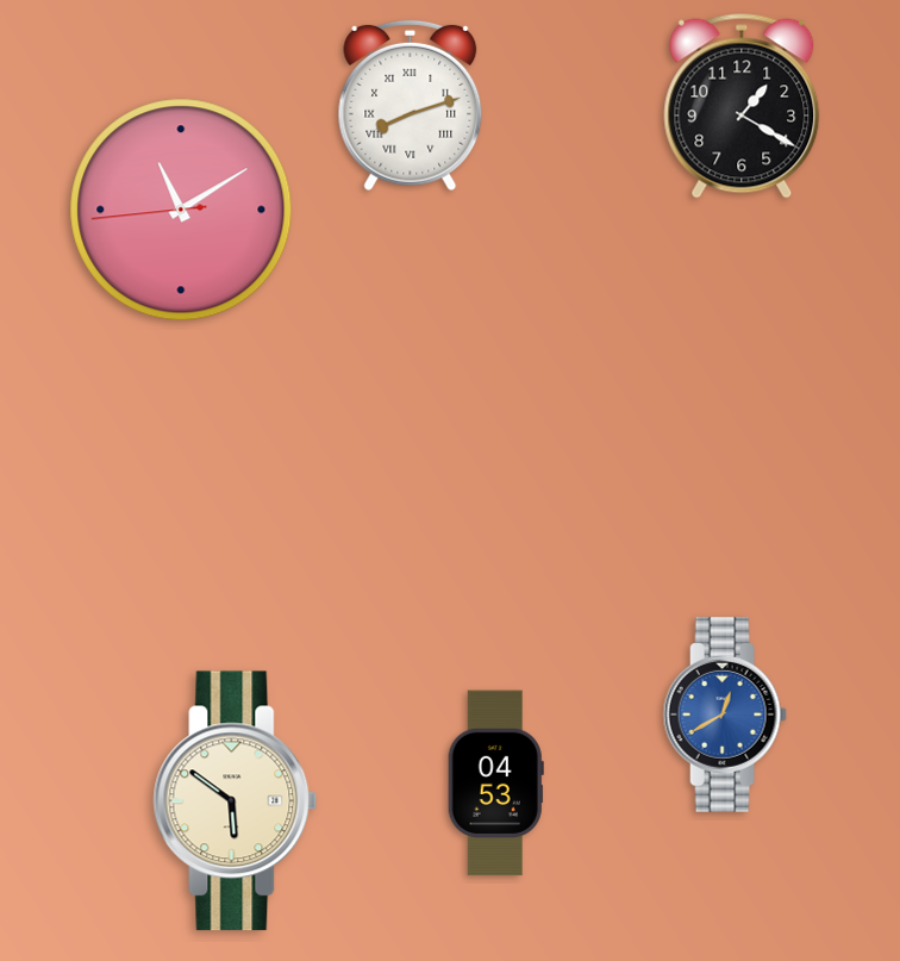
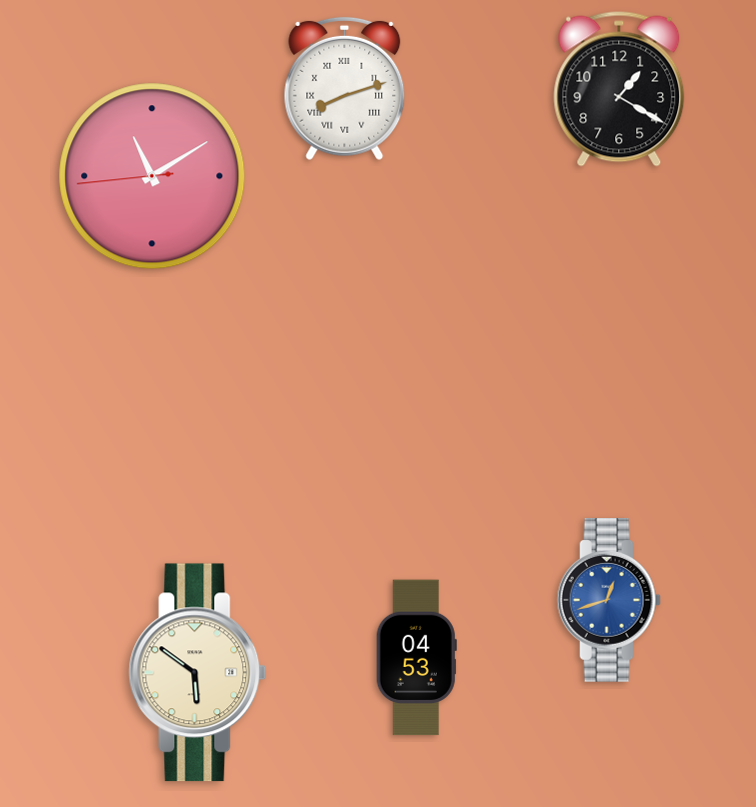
clock at (742, 106) position: (742, 106) -> (619, 89)
clock at (725, 716): 12:40 -> 12:42
